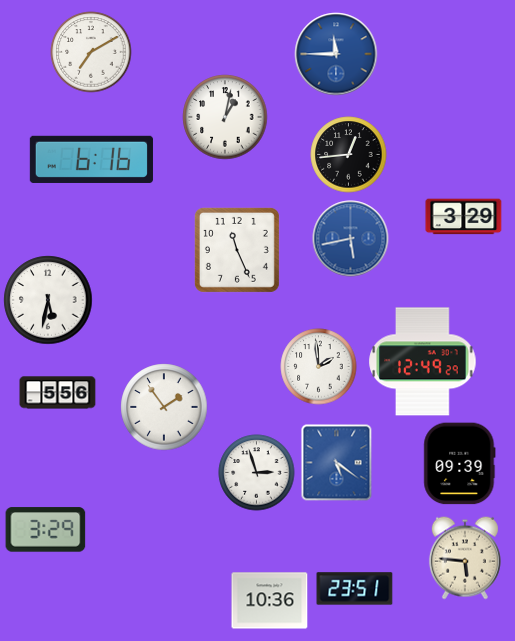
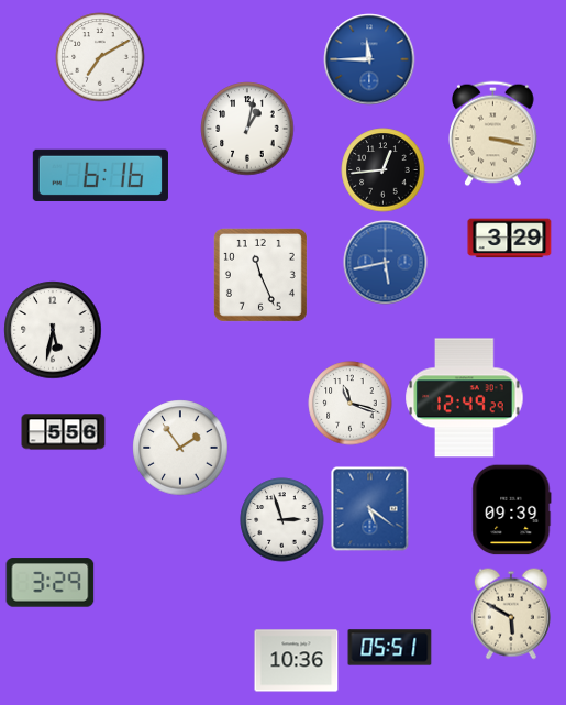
clock at (493, 134): none -> 3:17
clock at (319, 367): 1:59 -> 11:18
clock at (460, 464) position: (460, 464) -> (512, 510)
clock at (465, 558): 5:46 -> 5:50
clock at (355, 589): 23:51 -> 05:51
